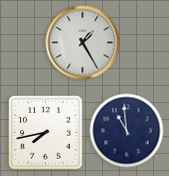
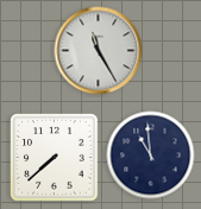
clock at (83, 43): 1:25 -> 11:25
clock at (46, 133): 7:43 -> 7:38
